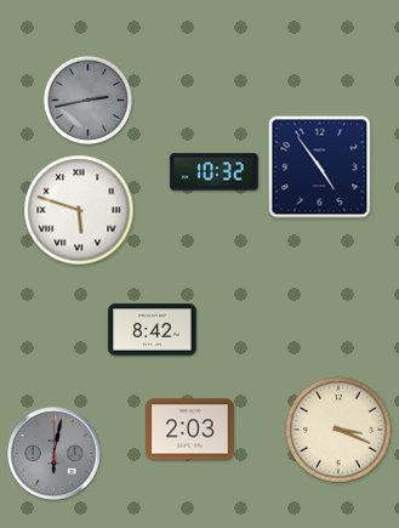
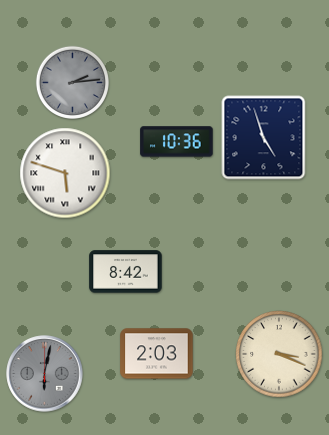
clock at (87, 100): 2:43 -> 2:14
clock at (320, 168): 4:54 -> 4:57
clock at (215, 172): 10:32 -> 10:36
